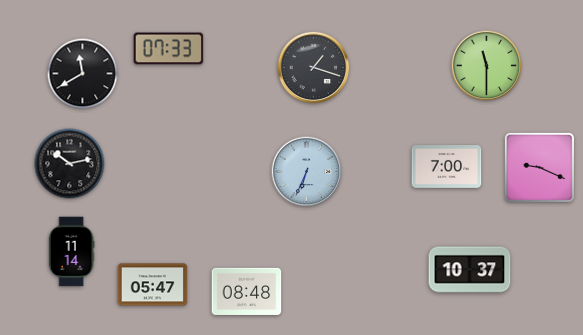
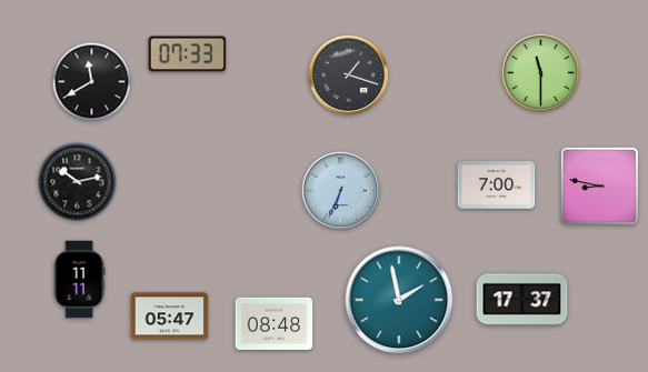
clock at (539, 167): 9:19 -> 8:47
clock at (71, 252): 11:14 -> 11:11
clock at (399, 300): none -> 1:58
clock at (470, 270): 10:37 -> 17:37
